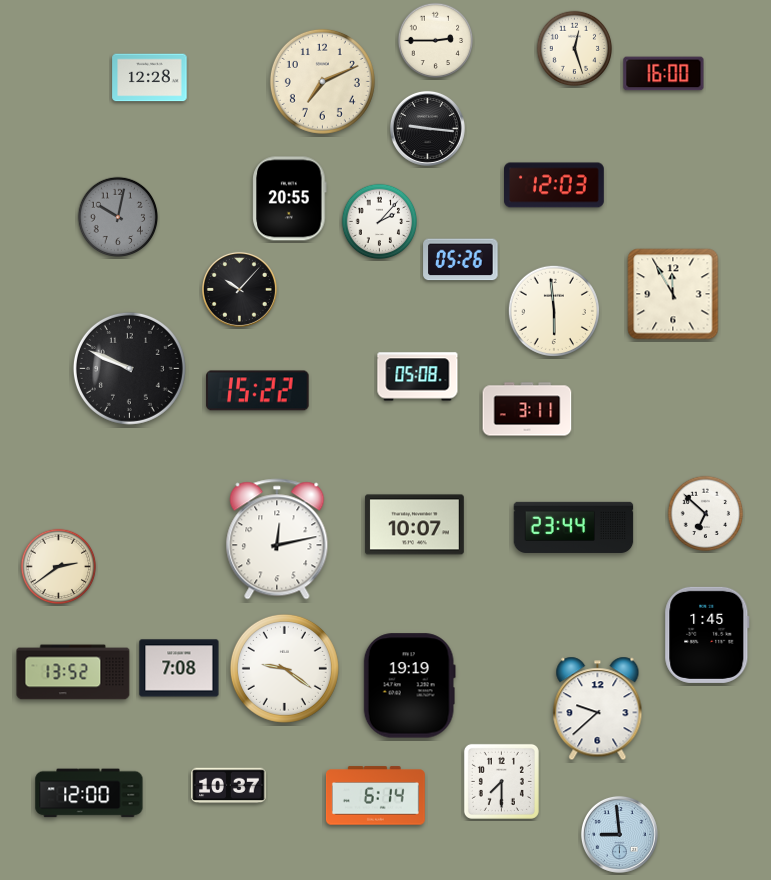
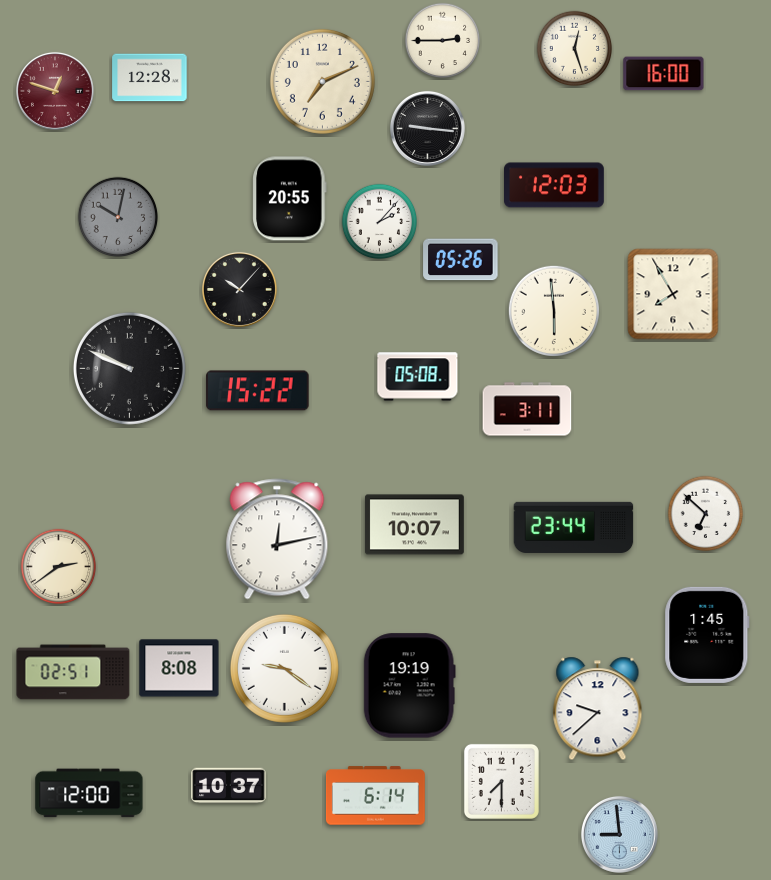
clock at (436, 41) position: (436, 41) -> (443, 41)
clock at (55, 91): none -> 12:48
clock at (673, 294): 11:55 -> 7:55
clock at (179, 668): 7:08 -> 8:08
clock at (73, 672): 13:52 -> 02:51
